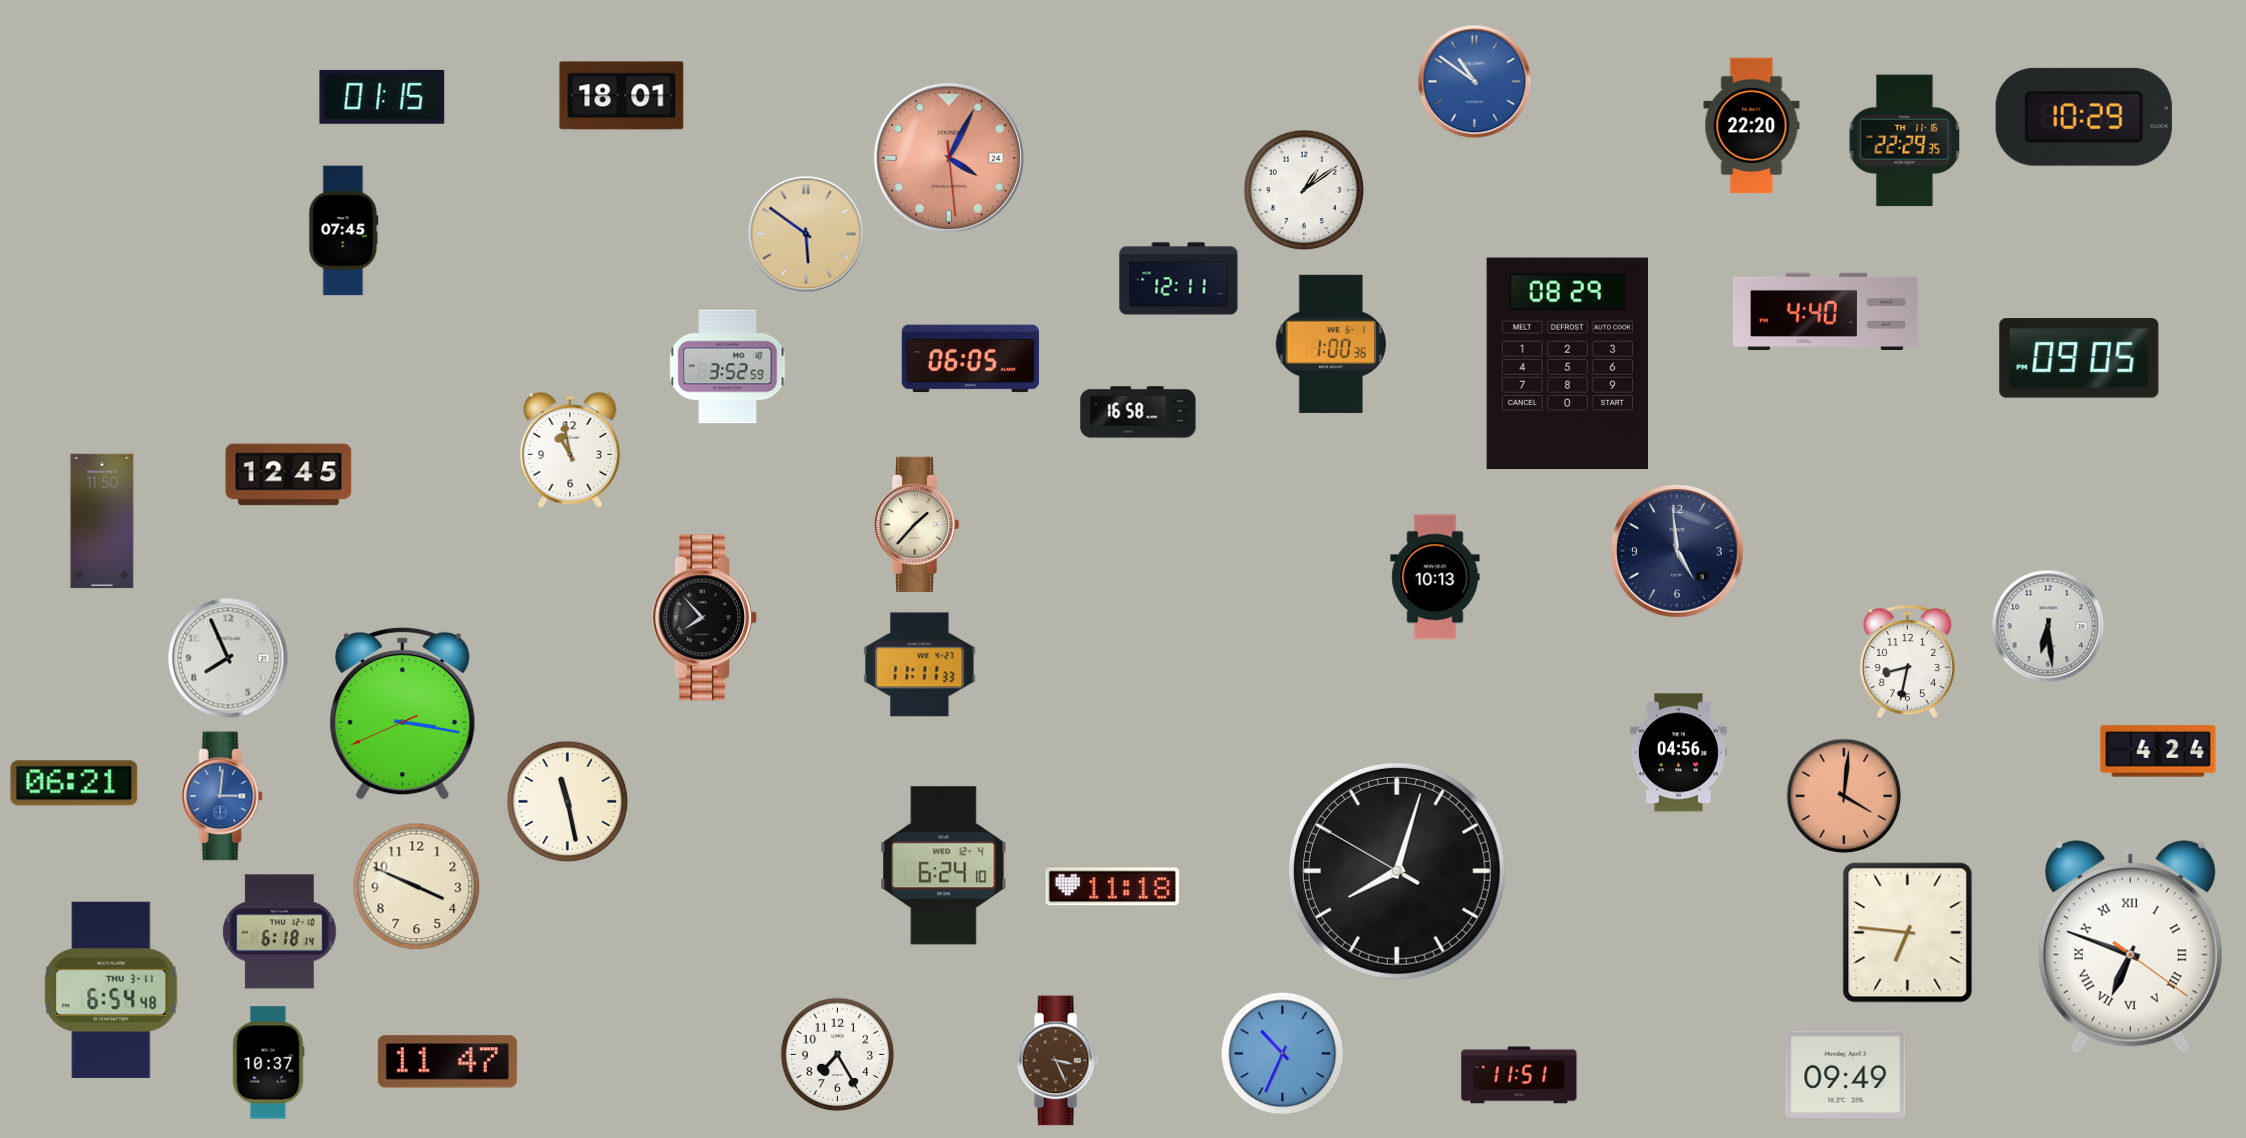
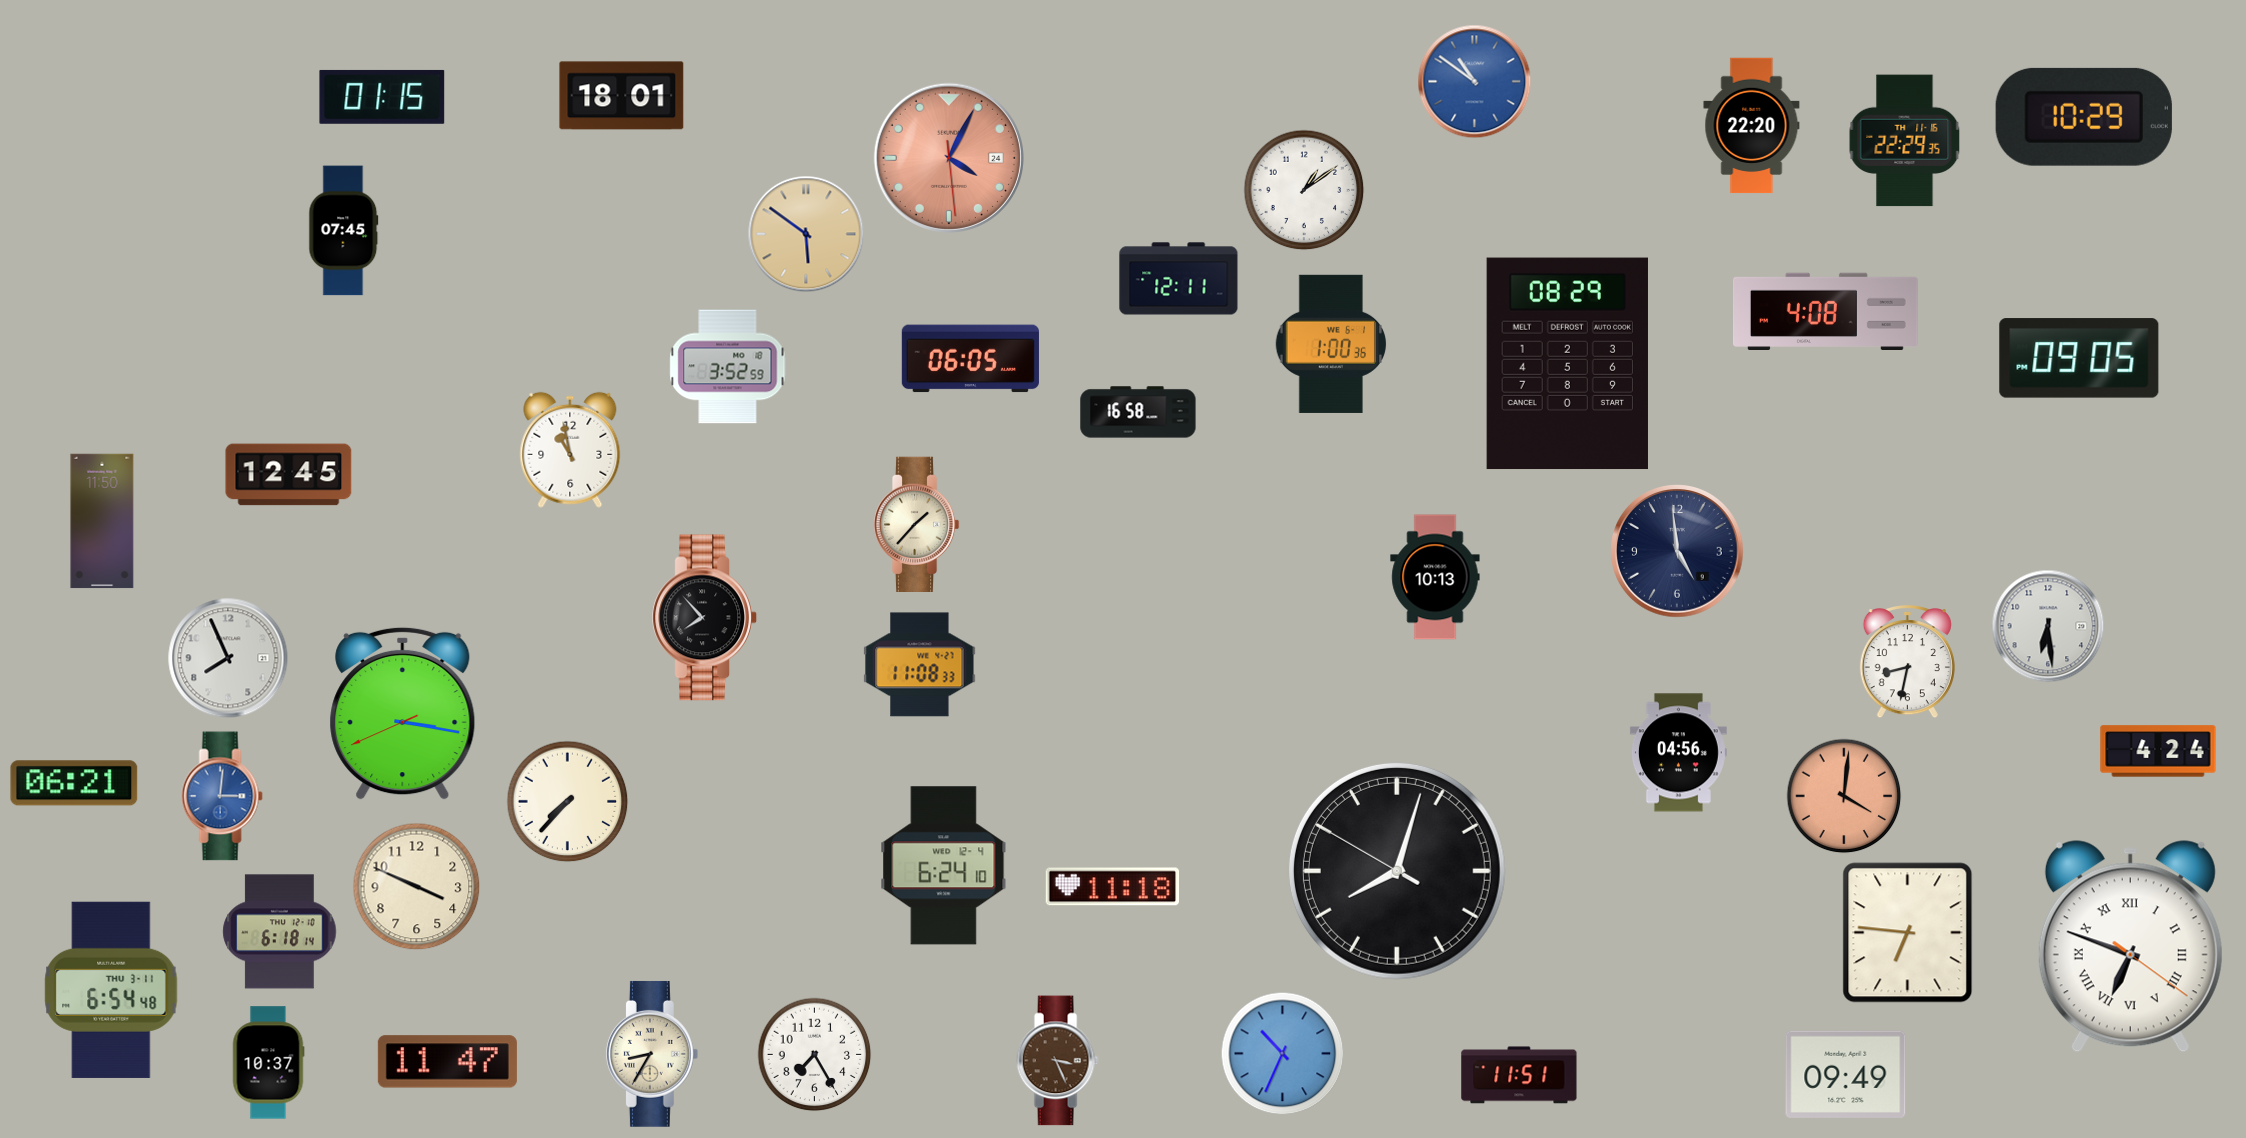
clock at (1825, 311): 4:40 -> 4:08
clock at (920, 665): 11:11 -> 11:08
clock at (568, 802): 11:28 -> 7:37
clock at (652, 1054): none -> 8:35
clock at (838, 1055) position: (838, 1055) -> (815, 1055)
